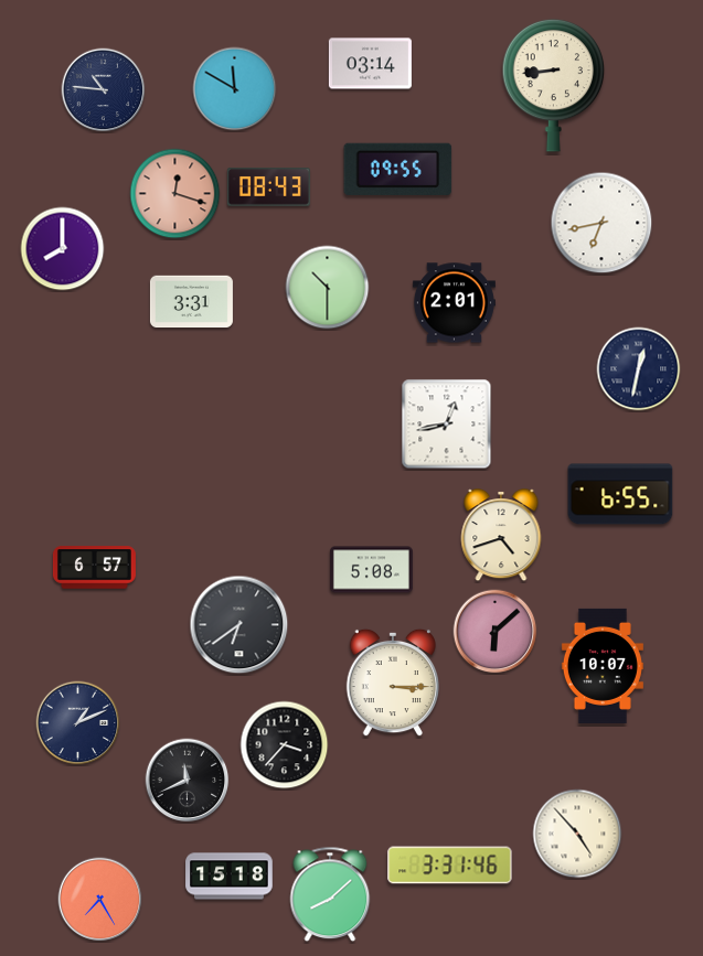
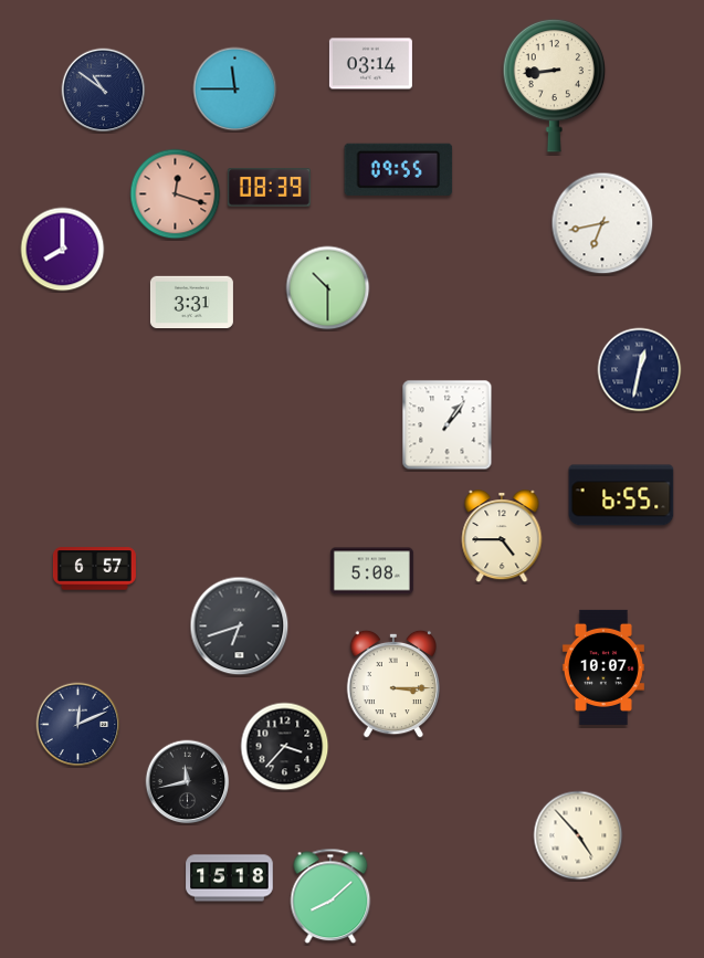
clock at (235, 89): 11:50 -> 11:45
clock at (104, 90): 10:46 -> 10:51
clock at (268, 187): 08:43 -> 08:39
clock at (454, 303): 2:01 -> none
clock at (447, 425): 12:43 -> 1:06
clock at (501, 536): 4:42 -> 4:45
clock at (239, 625): 6:39 -> 6:42
clock at (496, 632): 6:08 -> none
clock at (78, 723): 1:11 -> 12:11
clock at (188, 781): 11:41 -> 11:43
clock at (450, 866): 3:31 -> none
clock at (100, 900): 7:25 -> none
